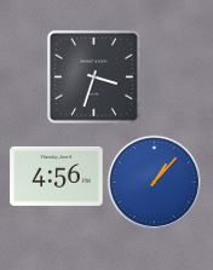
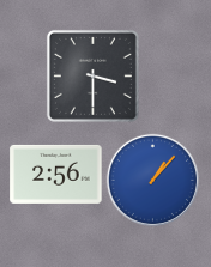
clock at (93, 76): 3:33 -> 3:30
clock at (57, 176): 4:56 -> 2:56
